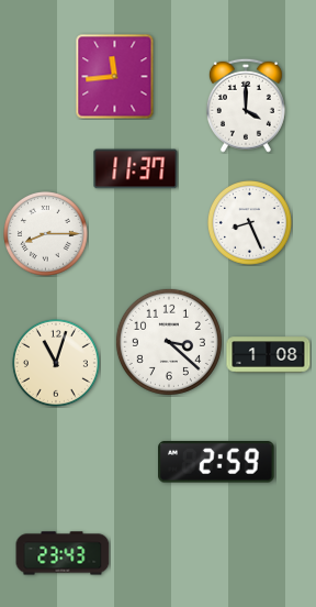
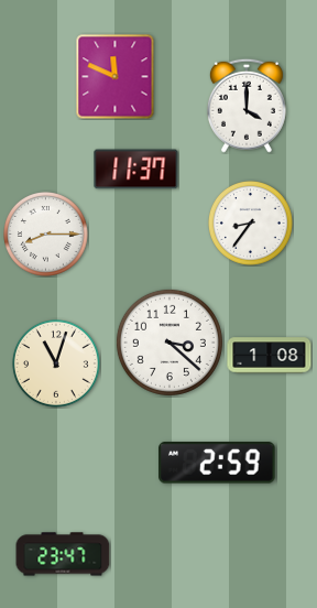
clock at (115, 77): 11:44 -> 11:49
clock at (250, 223): 8:26 -> 8:36
clock at (63, 553): 23:43 -> 23:47
